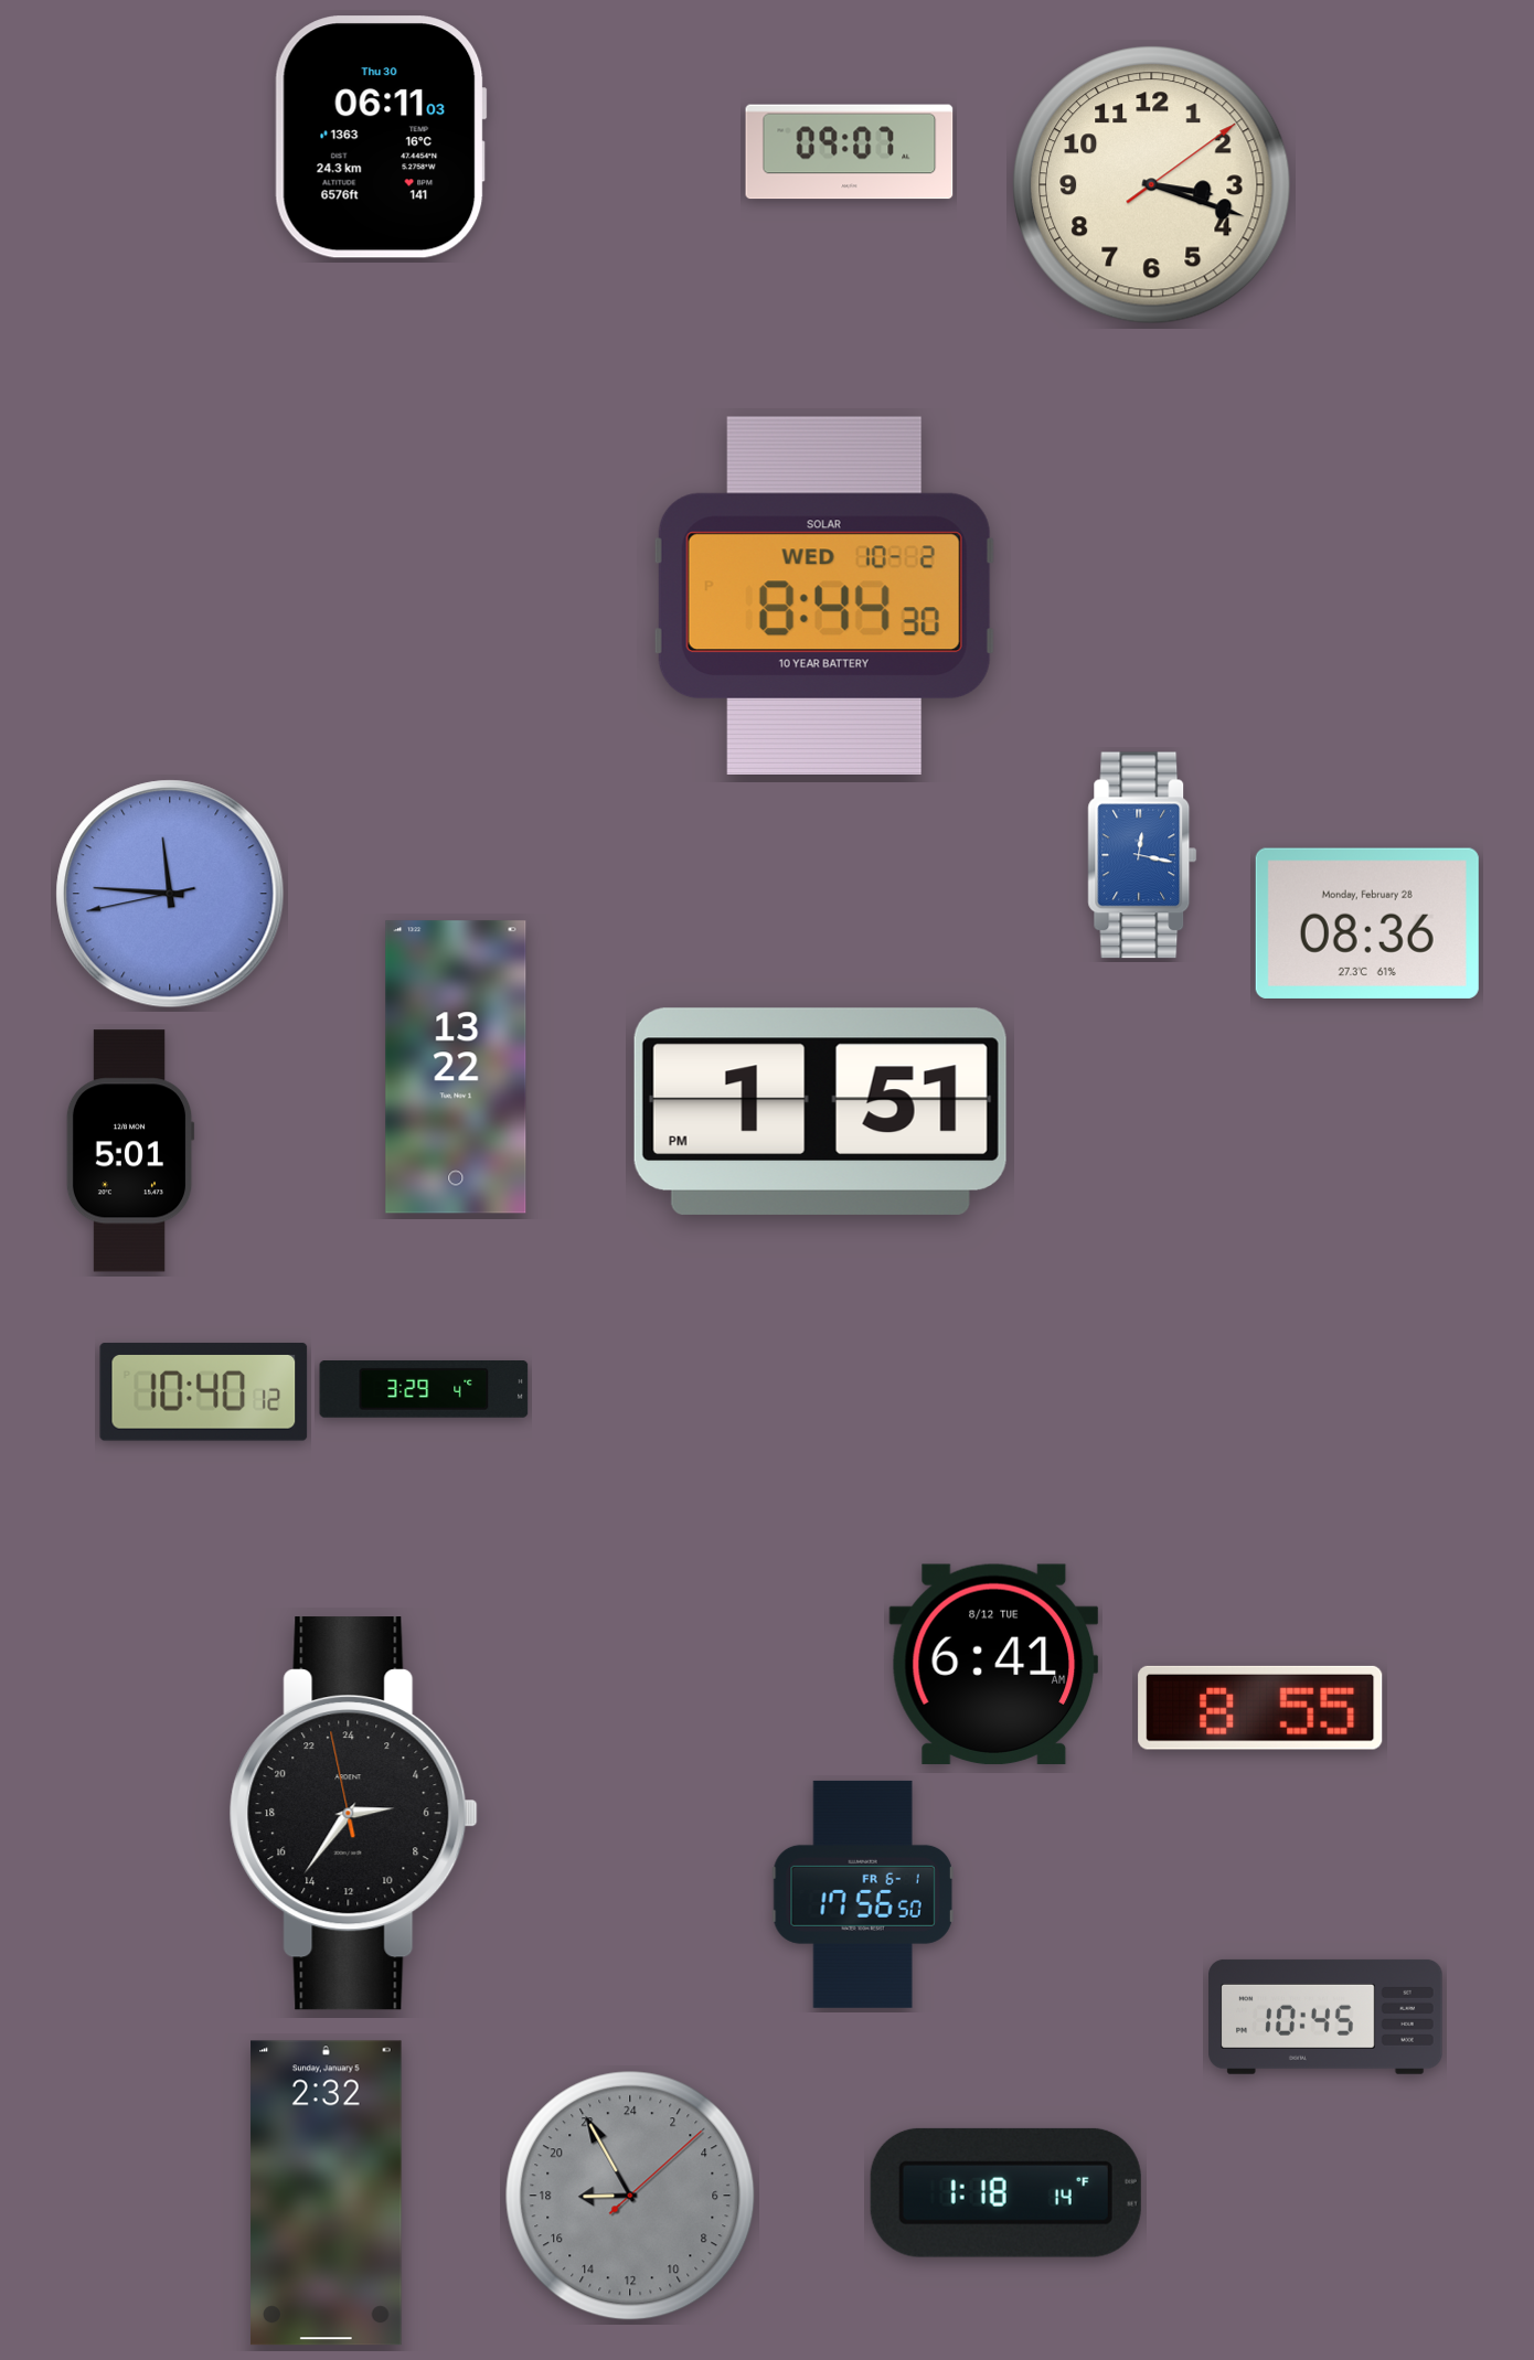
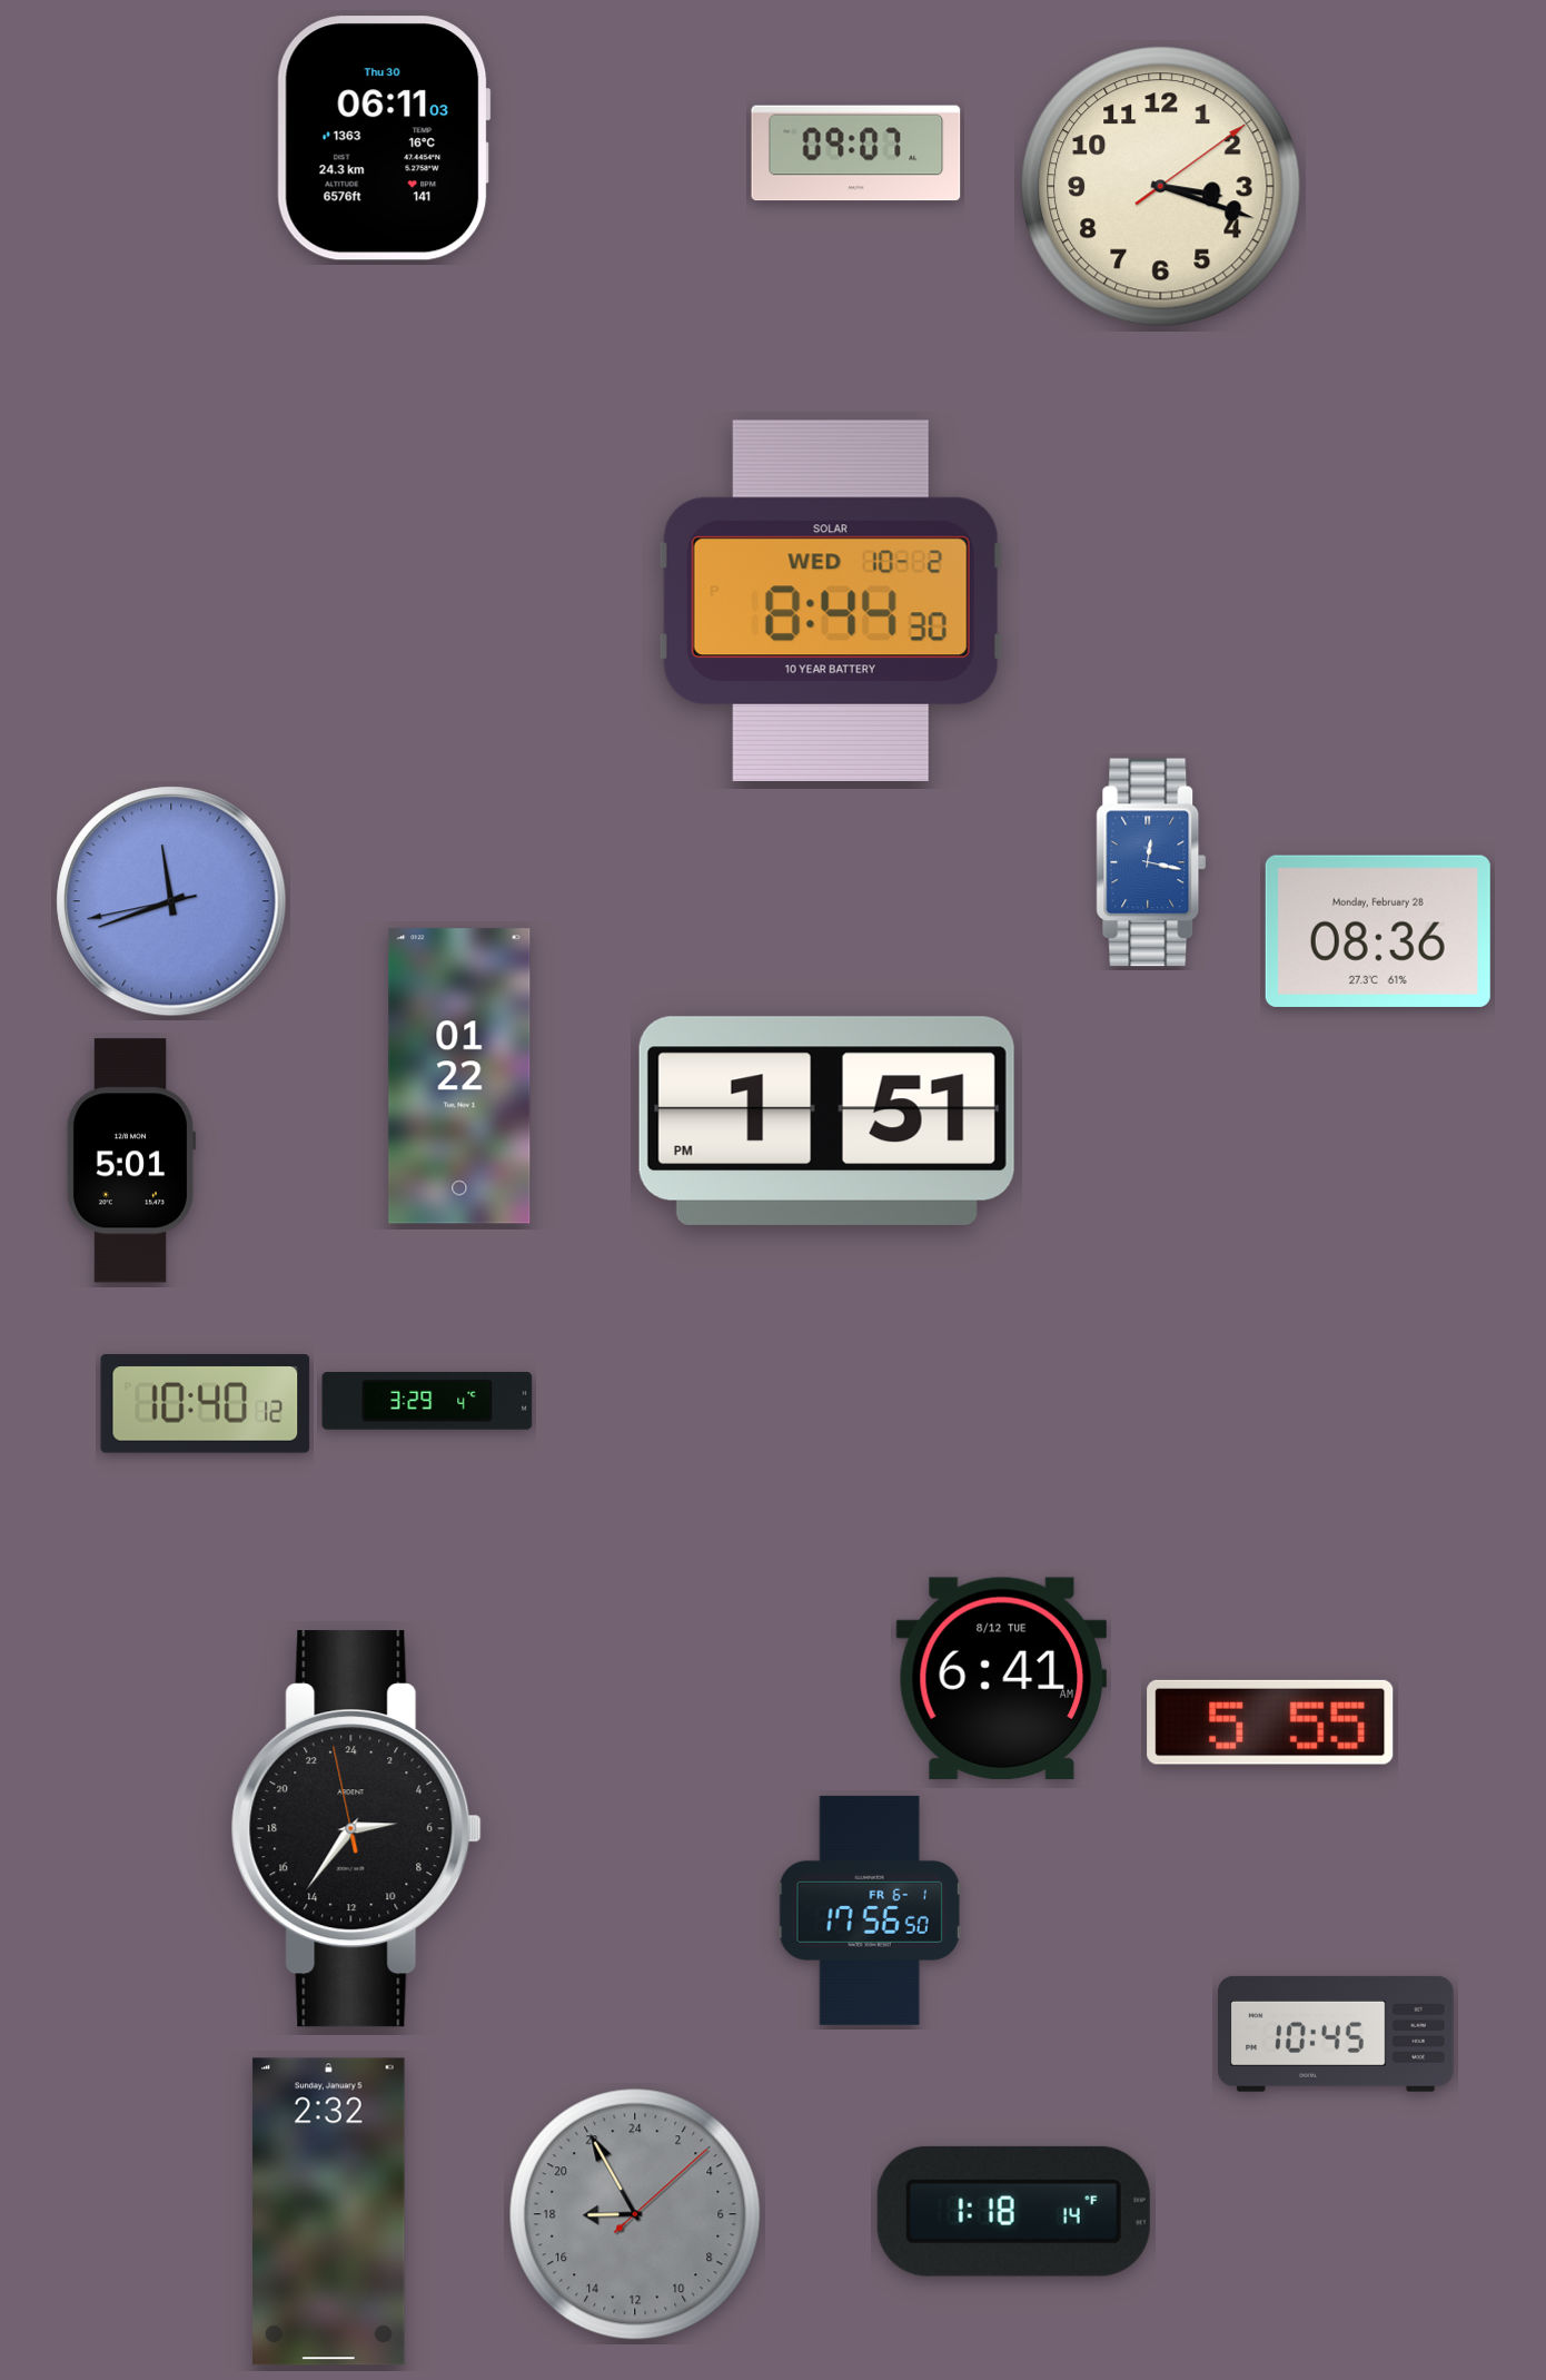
clock at (170, 894): 11:45 -> 11:41
clock at (456, 1067): 13:22 -> 01:22
clock at (1260, 1708): 8:55 -> 5:55
